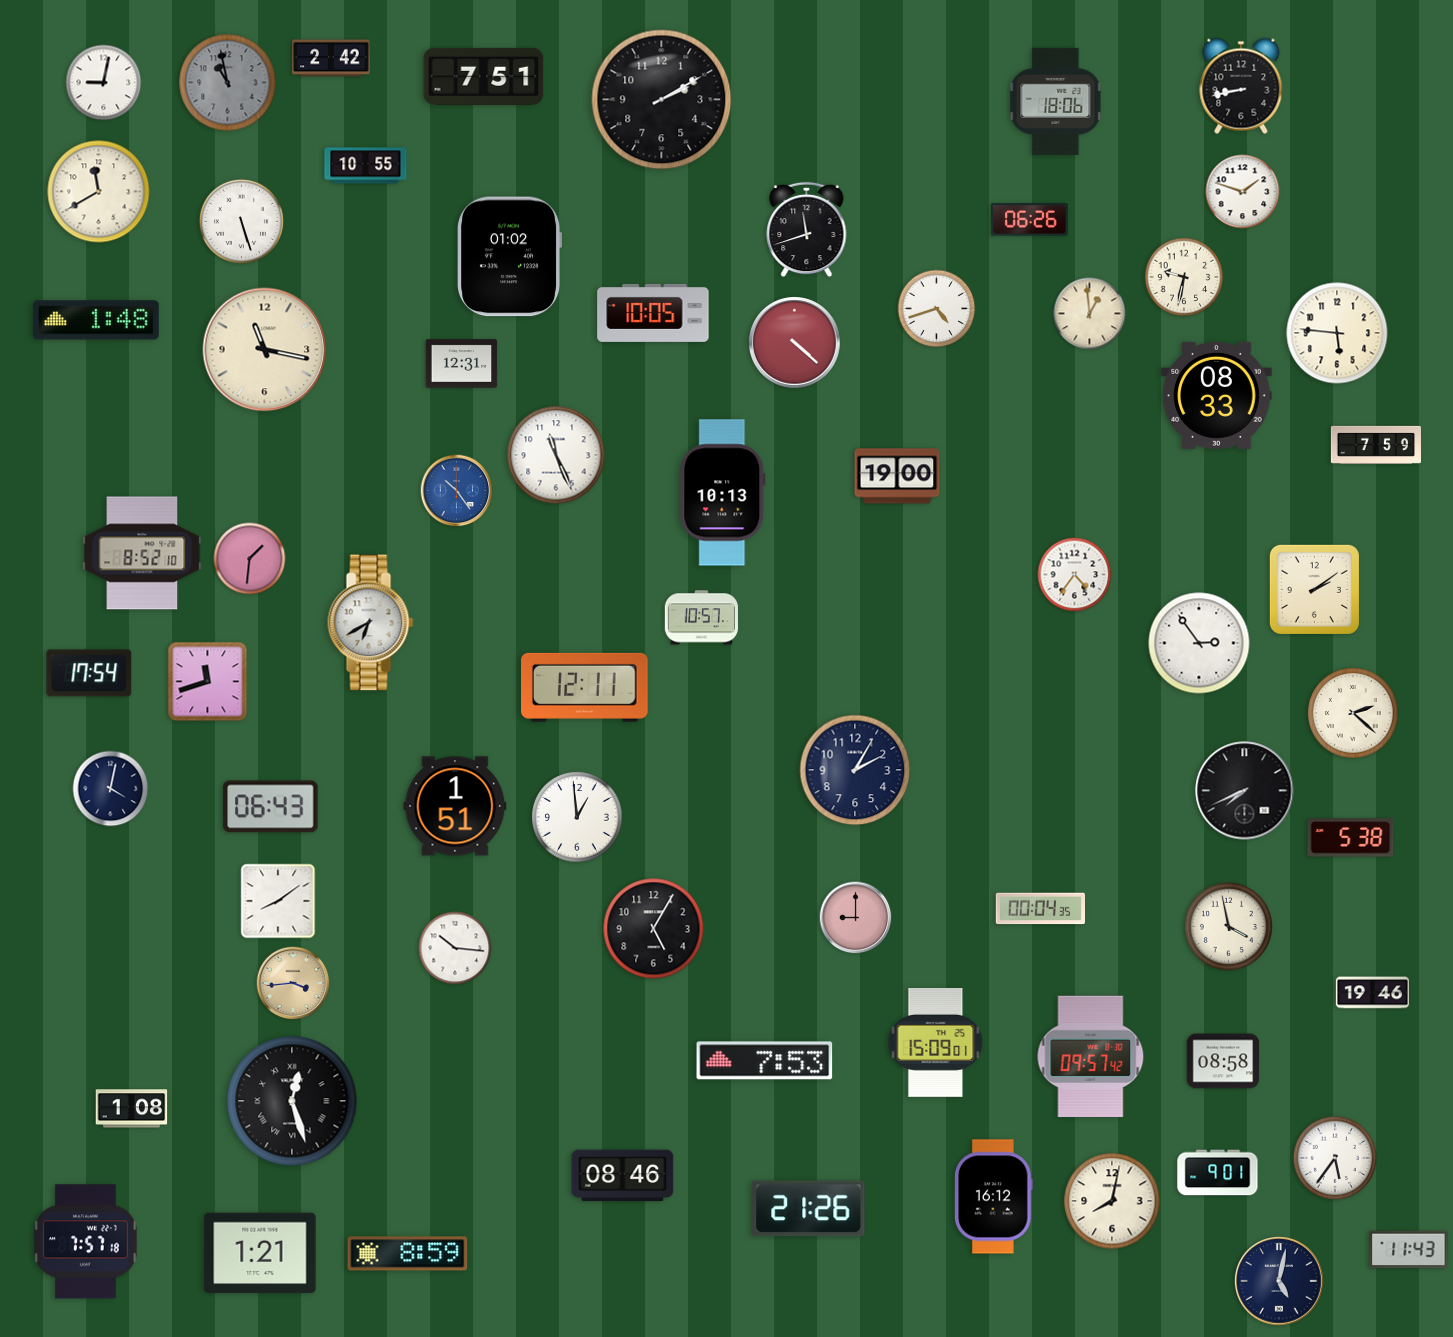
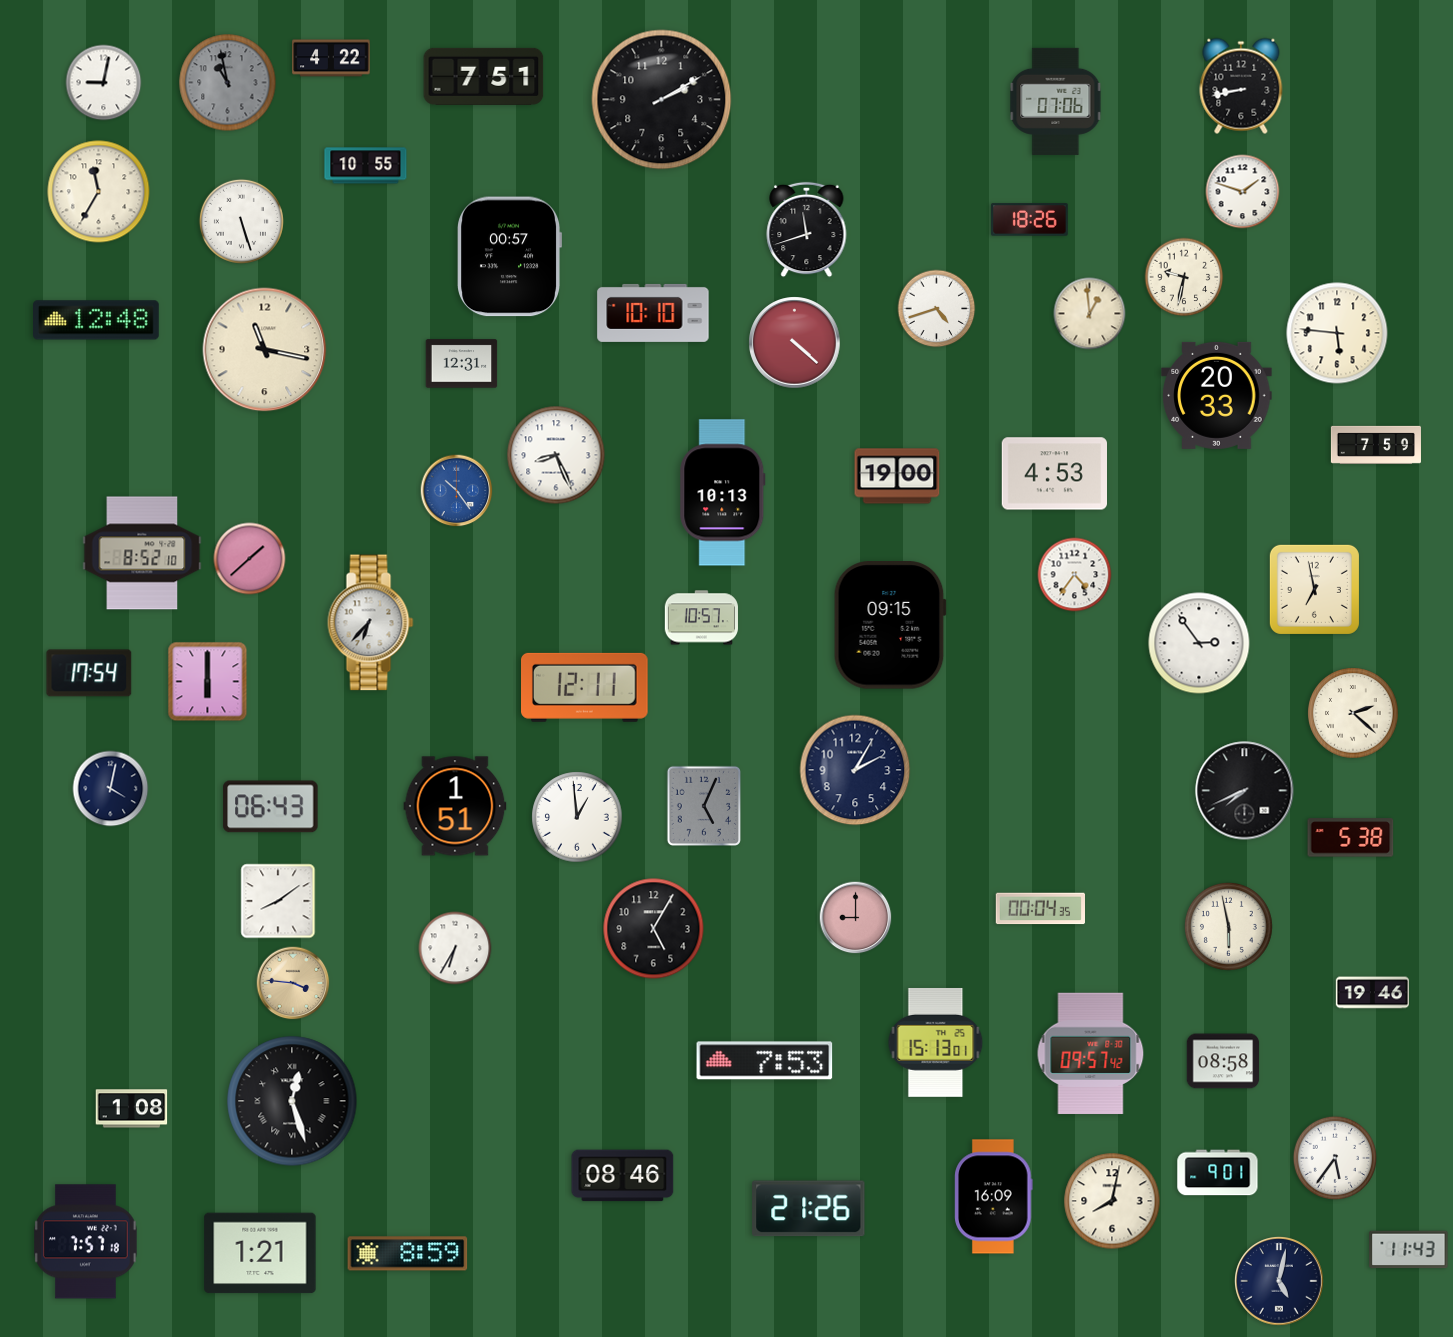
clock at (331, 58): 2:42 -> 4:22
clock at (1056, 101): 18:06 -> 07:06
clock at (99, 192): 11:40 -> 11:35
clock at (1030, 220): 06:26 -> 18:26
clock at (509, 257): 01:02 -> 00:57
clock at (653, 313): 10:05 -> 10:10
clock at (97, 320): 1:48 -> 12:48
clock at (1217, 395): 08:33 -> 20:33
clock at (556, 455): 11:26 -> 8:26
clock at (1054, 474): none -> 4:53
clock at (250, 559): 1:31 -> 1:38
clock at (1314, 589): 2:09 -> 6:58
clock at (371, 623): 6:40 -> 6:37
clock at (890, 625): none -> 09:15
clock at (208, 682): 11:42 -> 6:00
clock at (704, 806): none -> 5:04
clock at (1228, 926): 3:58 -> 5:58
clock at (455, 948): 10:16 -> 6:35
clock at (293, 983): 3:44 -> 3:46
clock at (936, 1042): 15:09 -> 15:13
clock at (1091, 1057) position: (1091, 1057) -> (1091, 1054)
clock at (994, 1197): 16:12 -> 16:09
